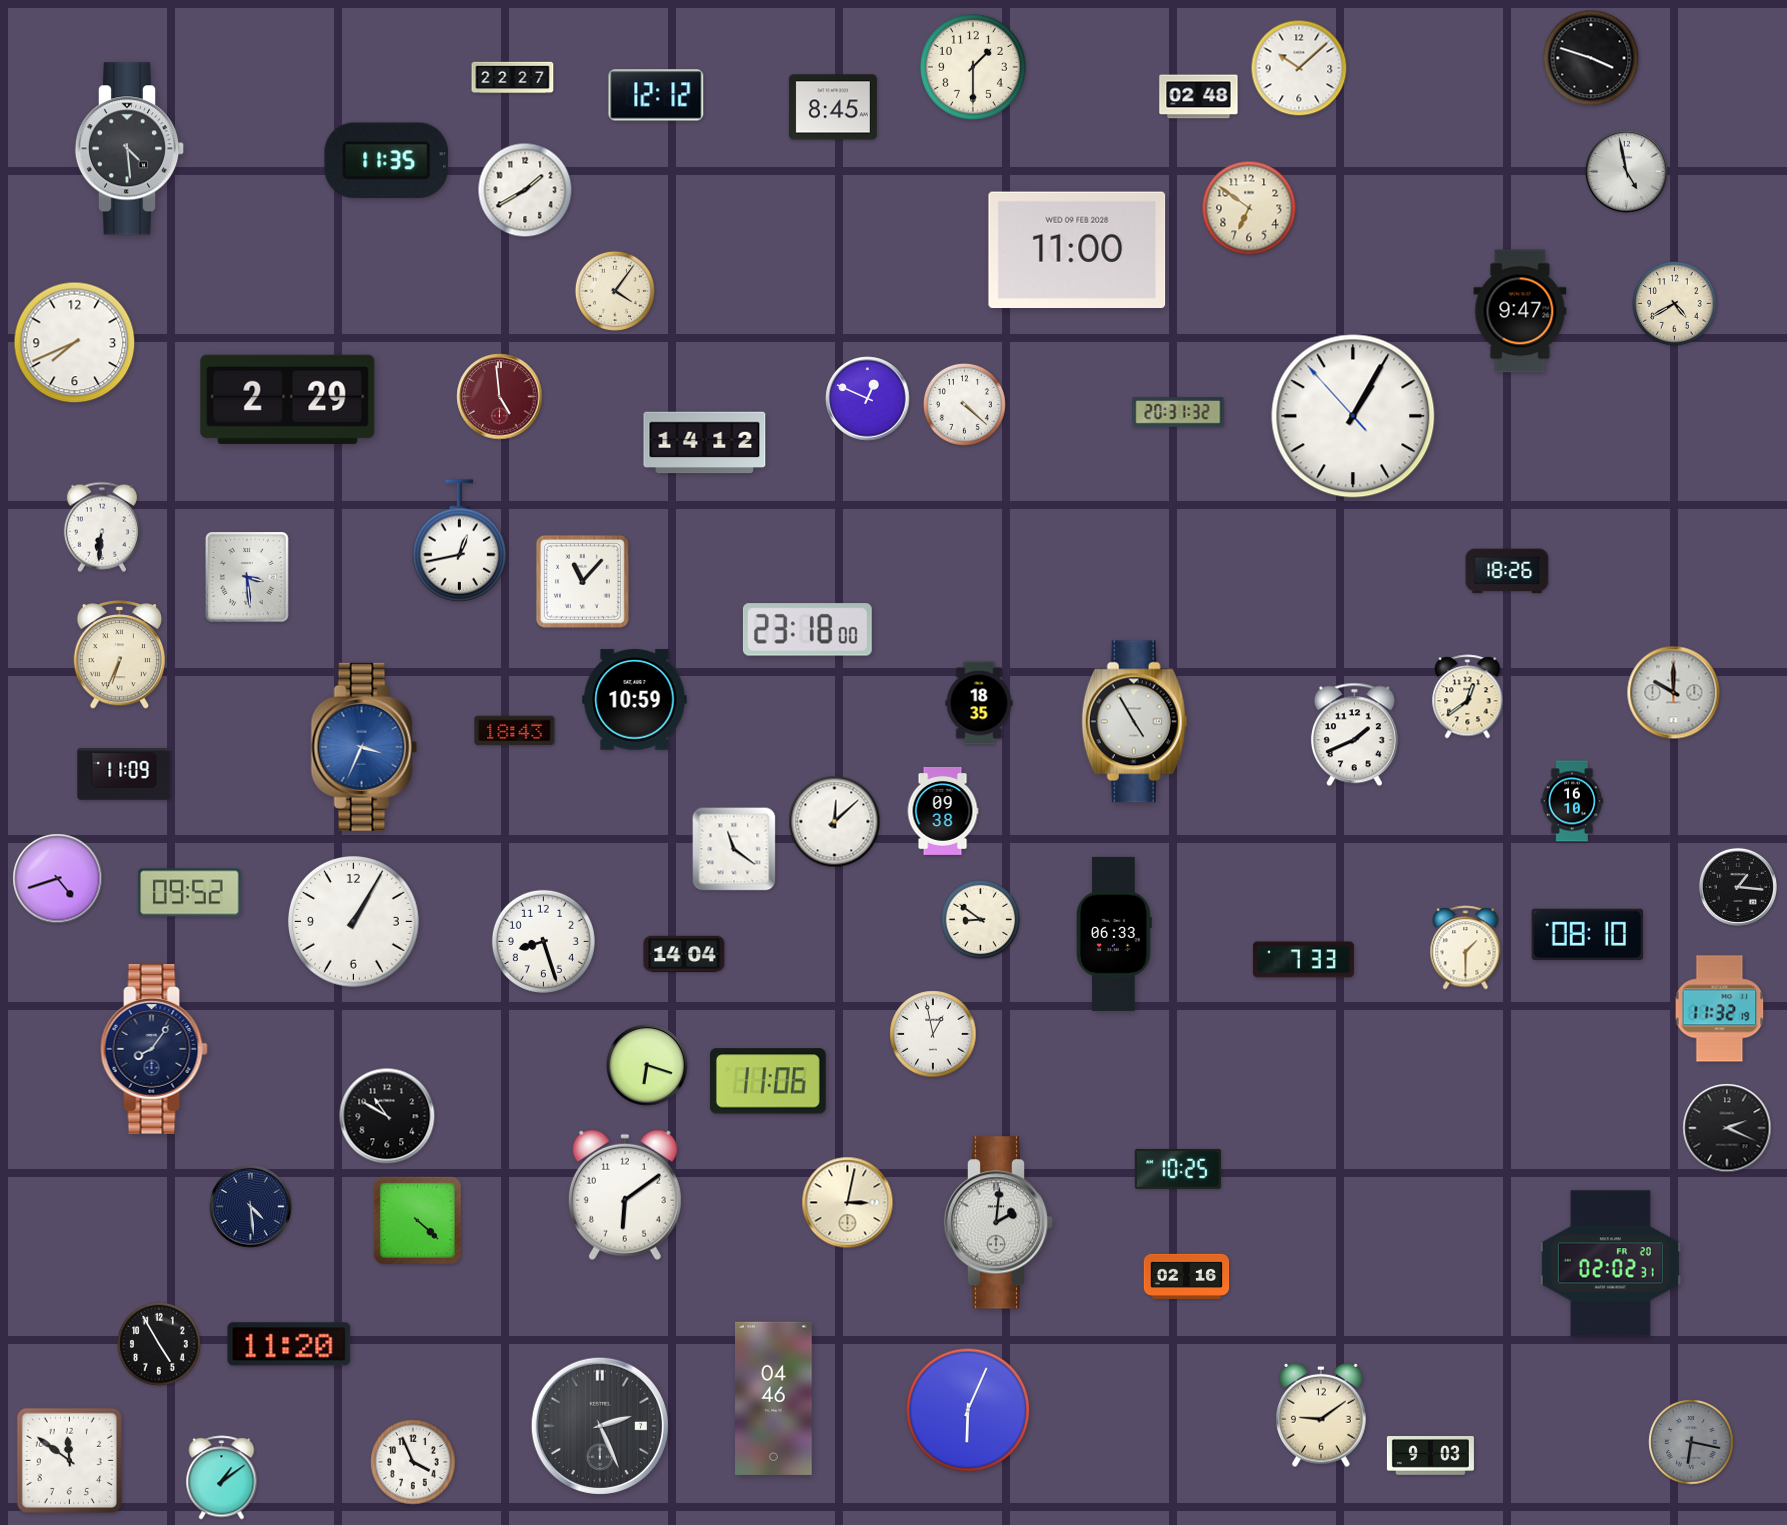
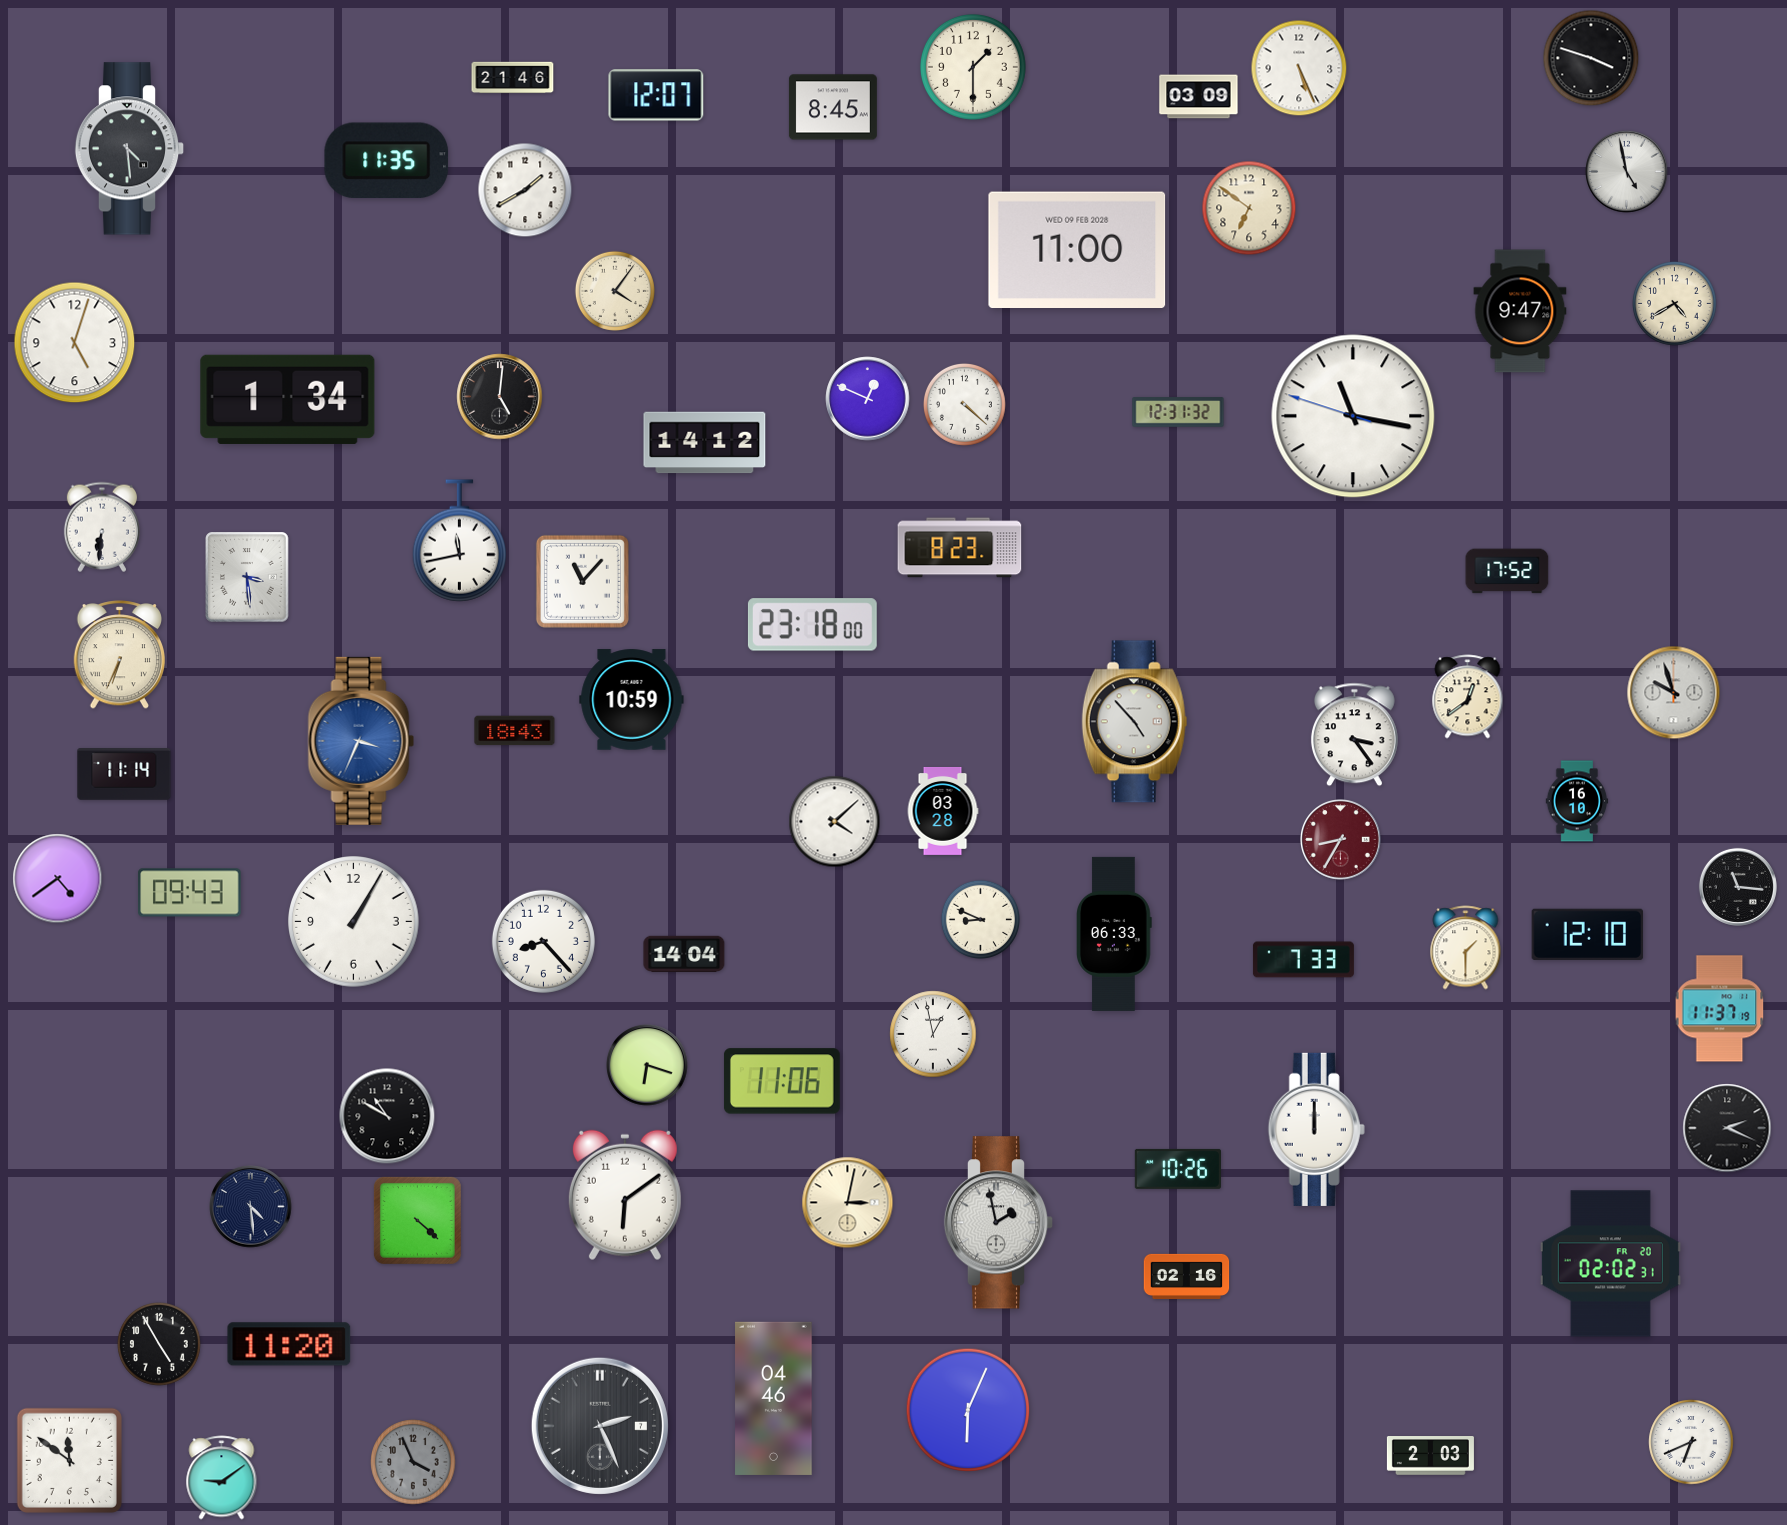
clock at (1299, 68): 10:08 -> 5:26
clock at (513, 78): 22:27 -> 21:46
clock at (656, 95): 12:12 -> 12:07
clock at (1199, 97): 02:48 -> 03:09
clock at (75, 343): 7:41 -> 5:03
clock at (500, 397): 4:59 -> 5:01
clock at (500, 397) dial: burgundy -> black
clock at (288, 399): 2:29 -> 1:34
clock at (1178, 412): 20:31 -> 12:31
clock at (1353, 416): 1:04 -> 11:16
clock at (460, 541): 12:43 -> 11:43
clock at (960, 548): none -> 8:23
clock at (1507, 571): 18:26 -> 17:52
clock at (807, 630) position: (807, 630) -> (812, 625)
clock at (1674, 693): 10:00 -> 9:57
clock at (635, 700) position: (635, 700) -> (632, 700)
clock at (979, 703): 18:35 -> none
clock at (1135, 722): 4:55 -> 4:53
clock at (1354, 735): 1:41 -> 3:24
clock at (364, 747) position: (364, 747) -> (361, 741)
clock at (124, 775): 11:09 -> 11:14
clock at (1572, 801) position: (1572, 801) -> (1577, 801)
clock at (943, 811): 09:38 -> 03:28
clock at (835, 822): 12:08 -> 4:08
clock at (1341, 840): none -> 8:35
clock at (734, 849): 11:21 -> none
clock at (58, 879): 4:42 -> 4:39
clock at (1738, 887): 1:16 -> 11:16
clock at (190, 893): 09:52 -> 09:43
clock at (980, 919): 8:51 -> 8:49
clock at (1588, 934): 08:10 -> 12:10
clock at (543, 941): 8:27 -> 8:23
clock at (1720, 1009): 11:32 -> 11:37
clock at (154, 1050): 8:06 -> none
clock at (768, 1081) position: (768, 1081) -> (782, 1081)
clock at (1316, 1129): none -> 12:00
clock at (1178, 1169): 10:25 -> 10:26
clock at (999, 1223): 2:01 -> 1:58
clock at (1322, 1415): 9:09 -> none
clock at (1691, 1442): 6:17 -> 6:41
clock at (1691, 1442) dial: grey -> white
clock at (1430, 1456): 9:03 -> 2:03
clock at (413, 1462) dial: white -> grey
clock at (222, 1478): 1:09 -> 9:09
